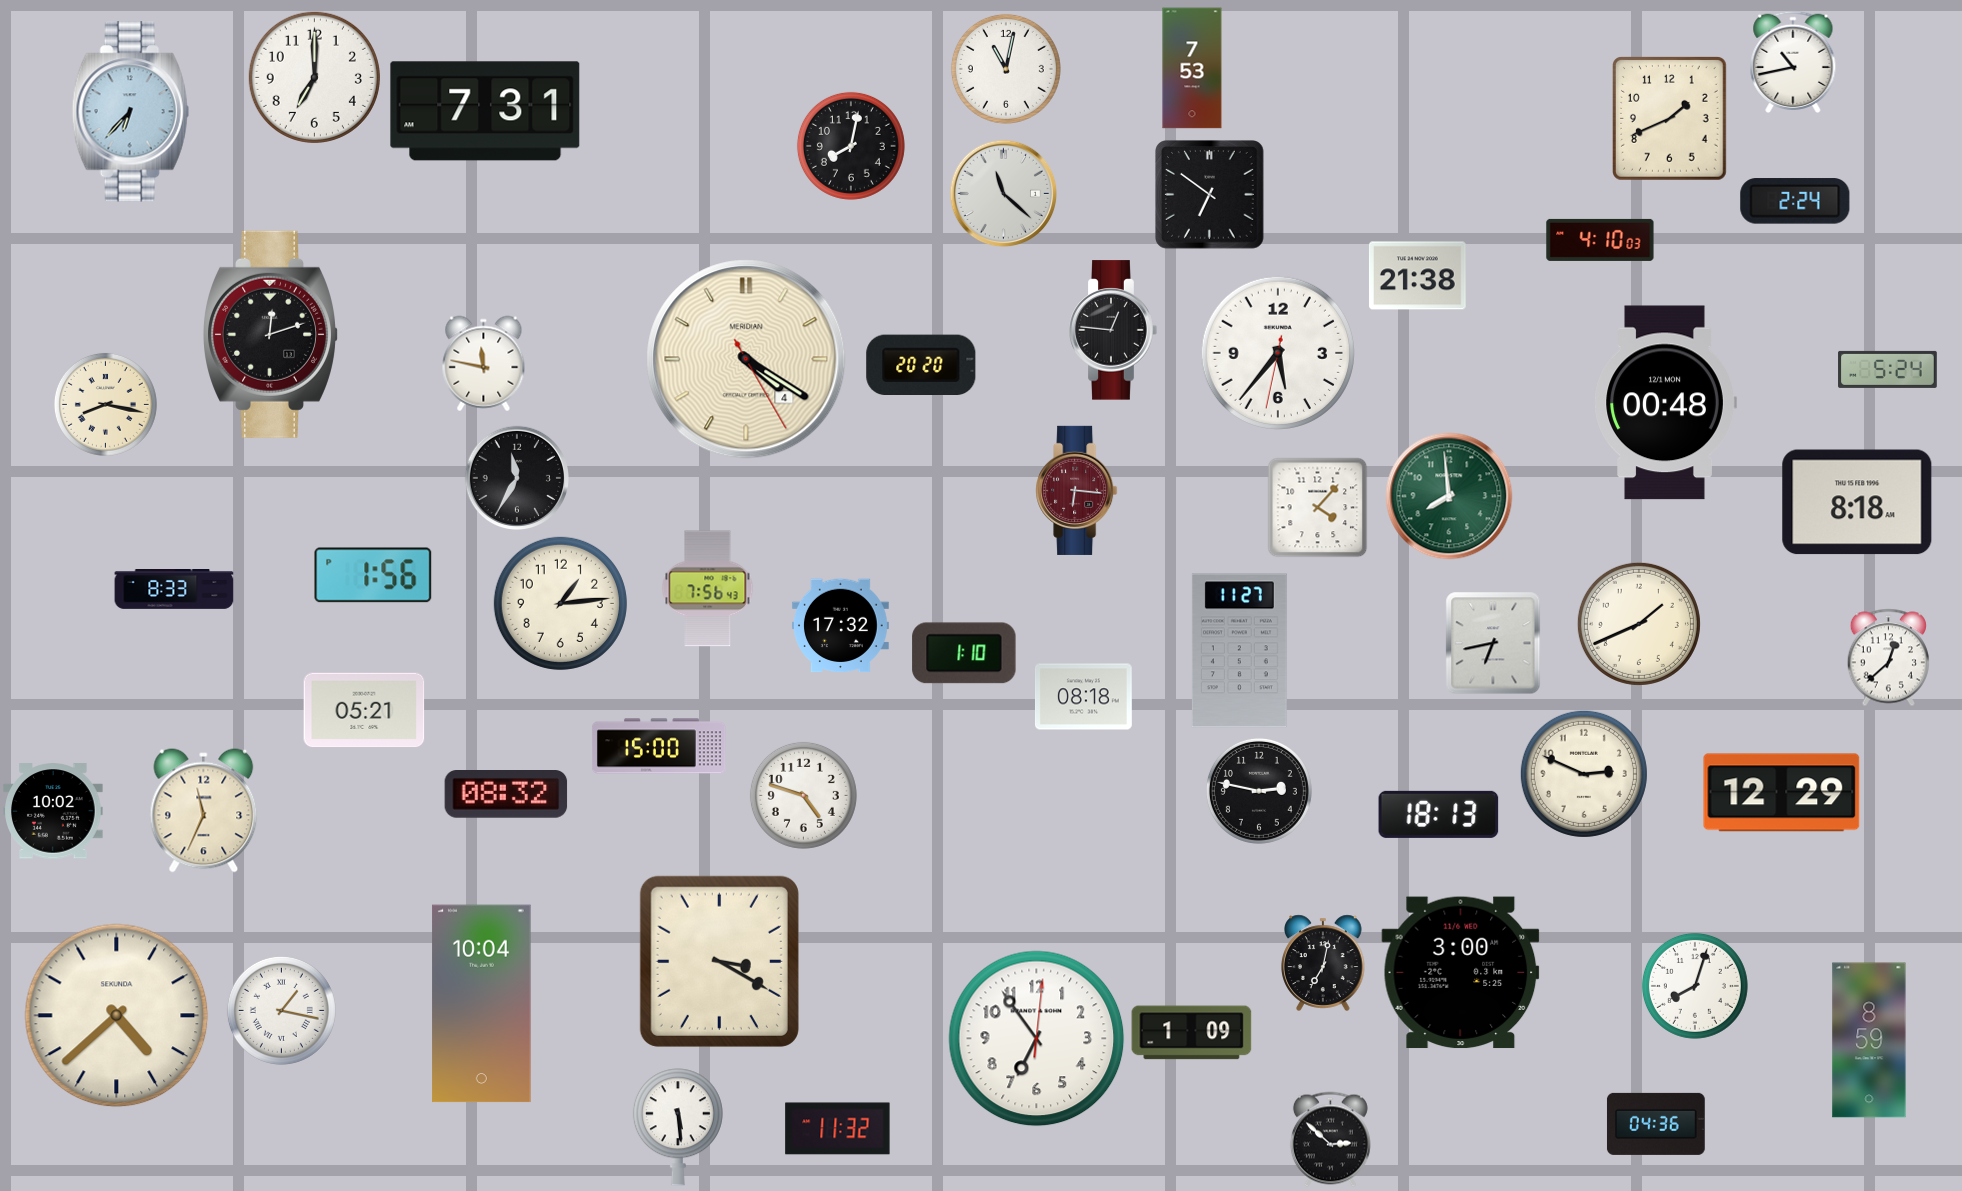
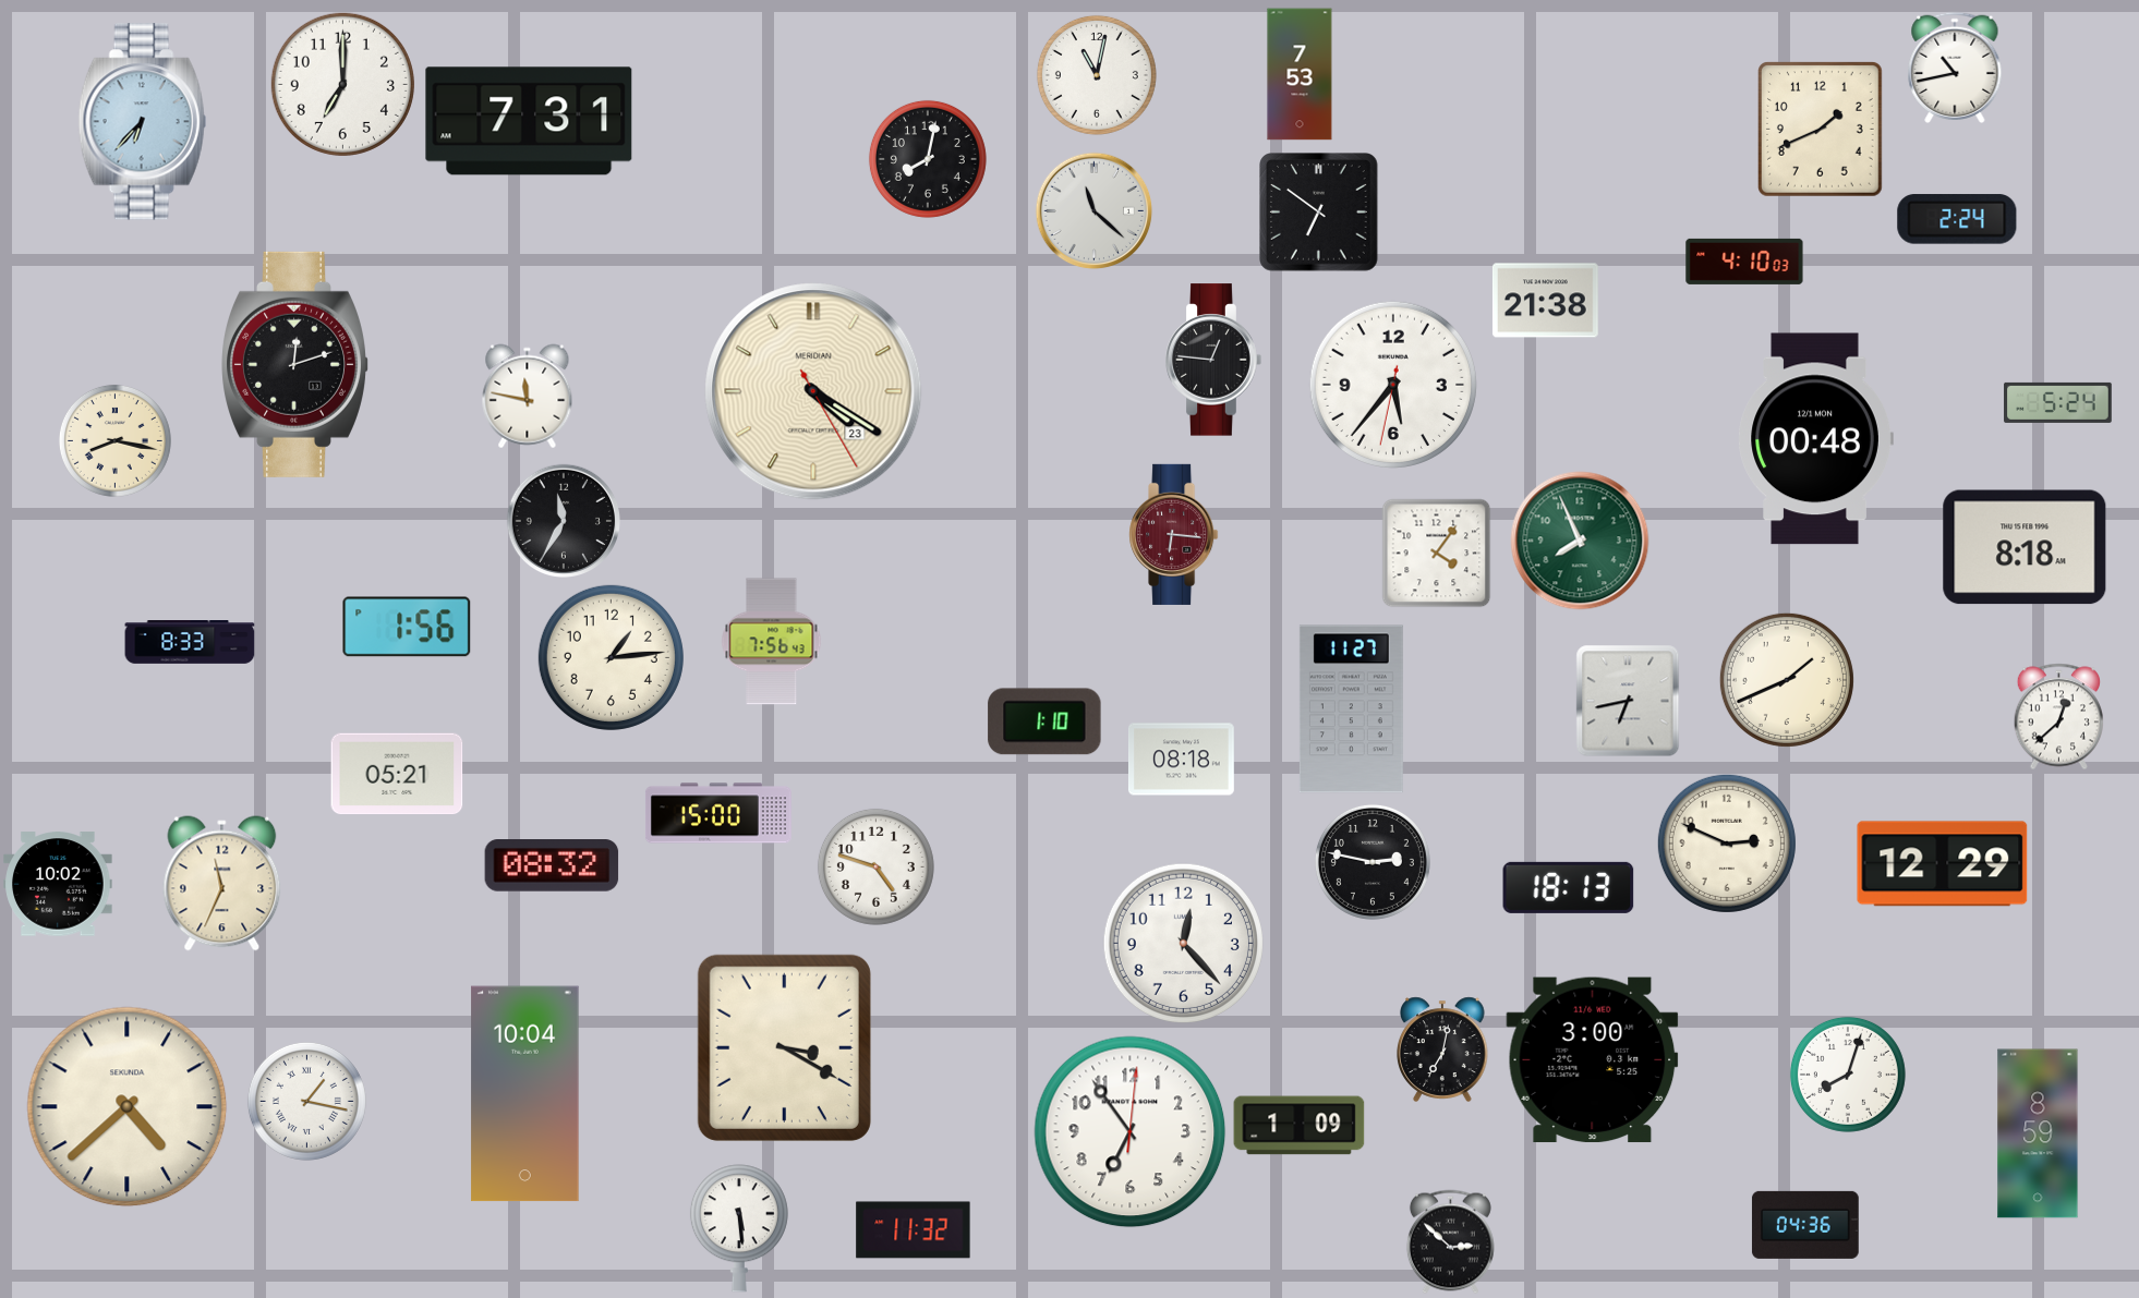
clock at (746, 359) date: 4 -> 23
clock at (921, 364): 20:20 -> none
clock at (1449, 496): 7:59 -> 7:56
clock at (1318, 508): 4:07 -> 4:06
clock at (840, 626): 17:32 -> none
clock at (964, 653) position: (964, 653) -> (1044, 721)
clock at (1183, 943): none -> 12:23
